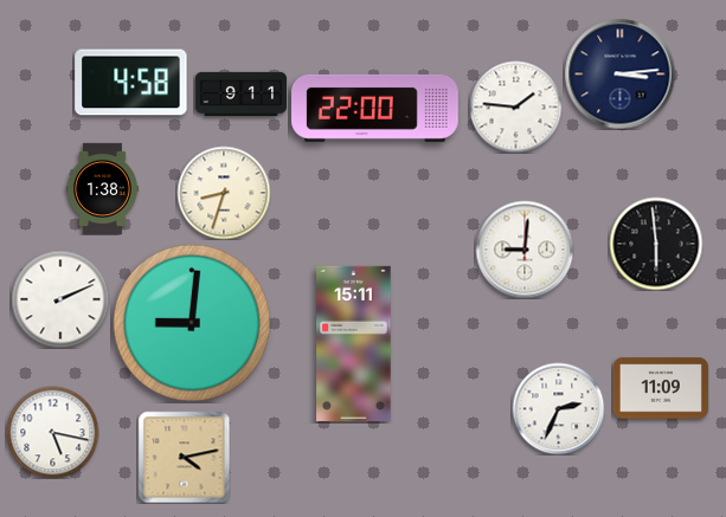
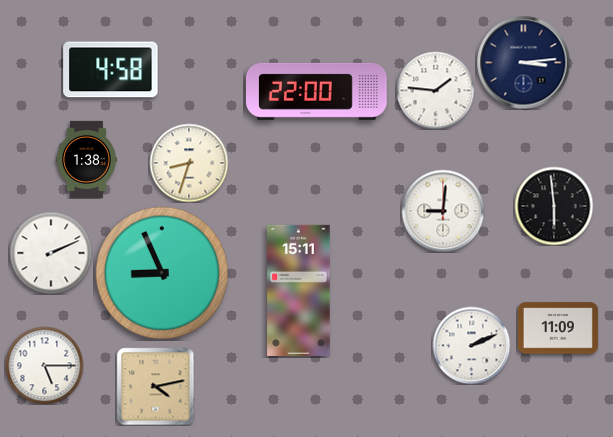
clock at (240, 93): 9:11 -> none
clock at (191, 322): 9:01 -> 8:56
clock at (558, 408): 2:34 -> 2:11
clock at (52, 432): 5:17 -> 5:15
